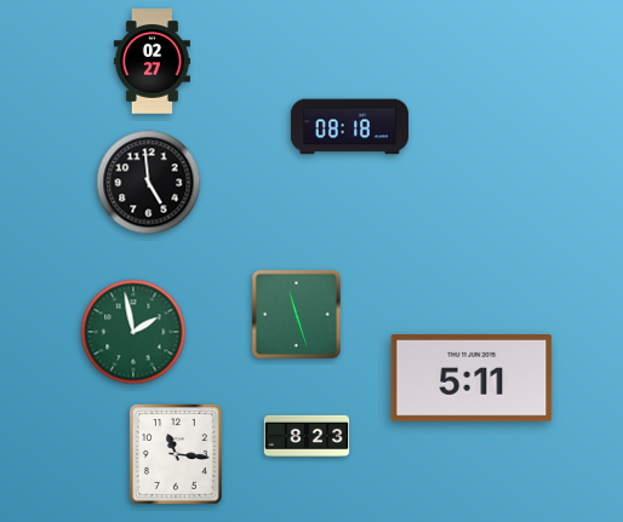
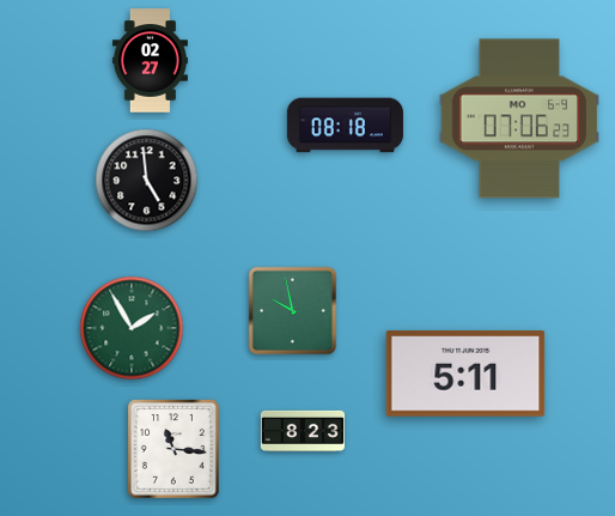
clock at (519, 119): none -> 07:06
clock at (296, 314): 11:27 -> 9:58
clock at (133, 332): 1:58 -> 1:55
